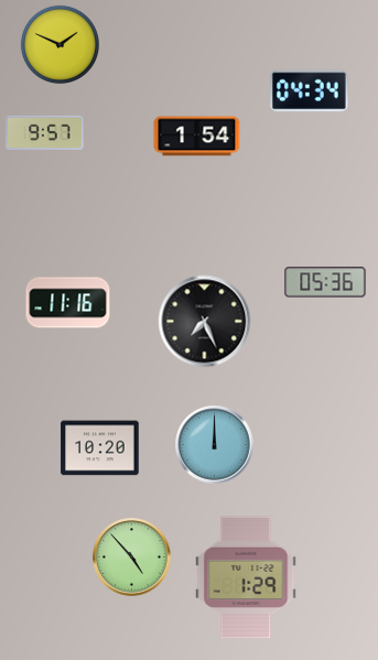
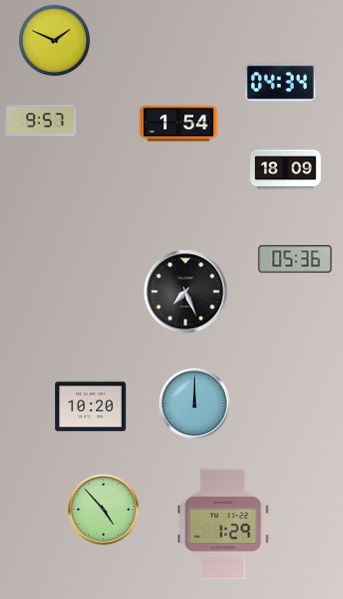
clock at (286, 170): none -> 18:09
clock at (325, 282) position: (325, 282) -> (295, 259)
clock at (68, 303): 11:16 -> none
clock at (132, 558) position: (132, 558) -> (104, 510)
